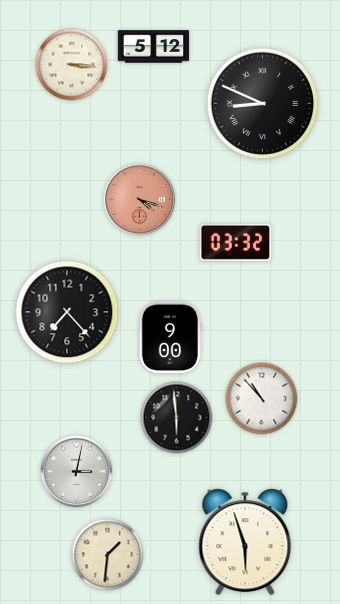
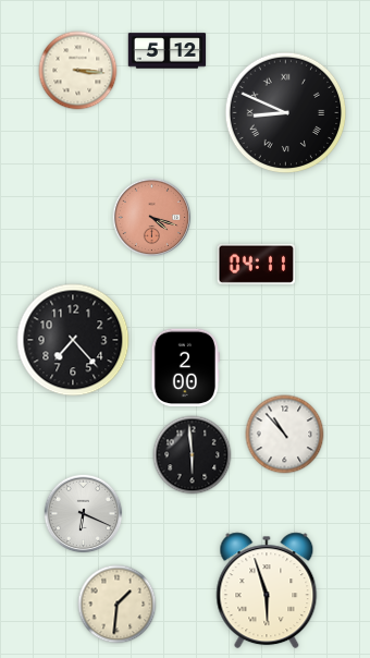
clock at (235, 242): 03:32 -> 04:11
clock at (170, 338): 9:00 -> 2:00
clock at (77, 472): 3:02 -> 6:19
